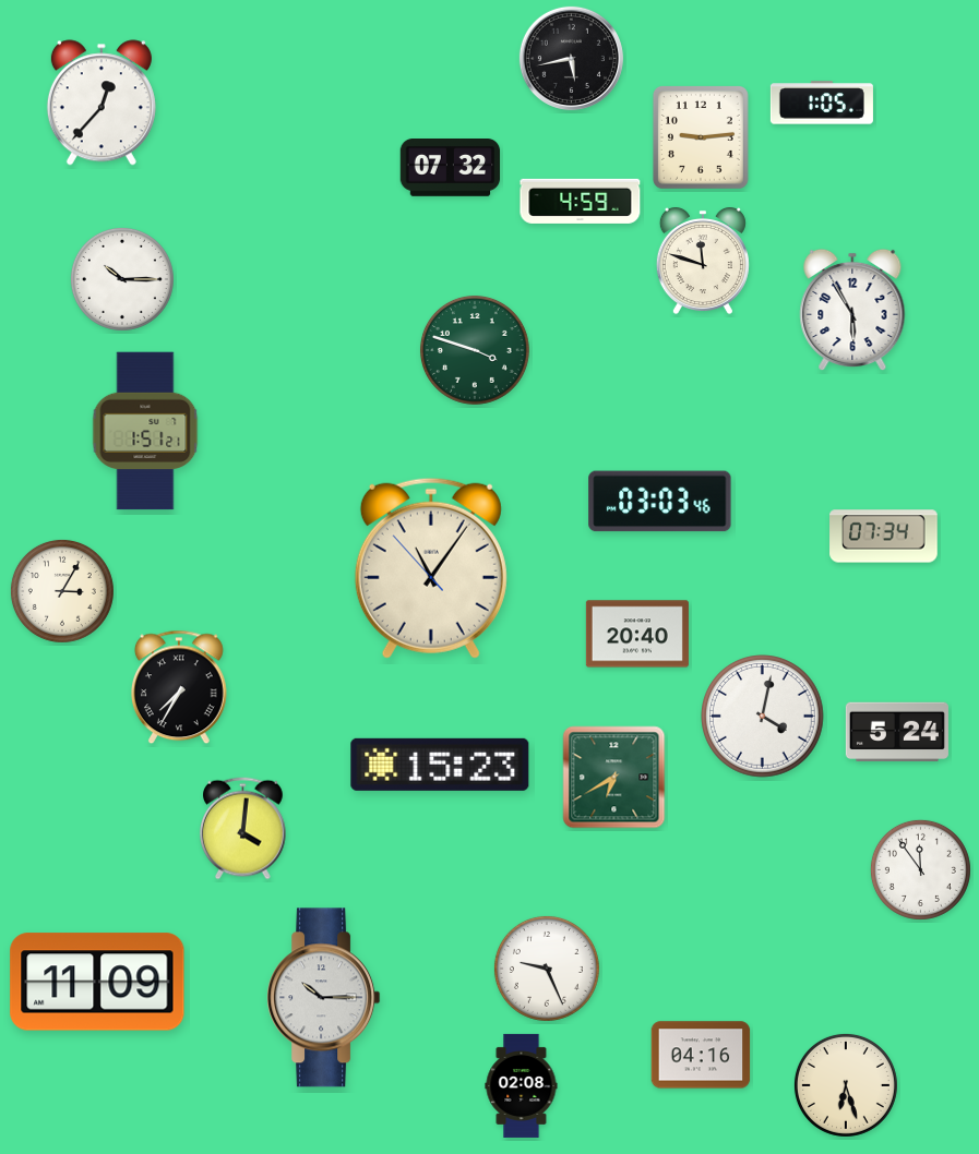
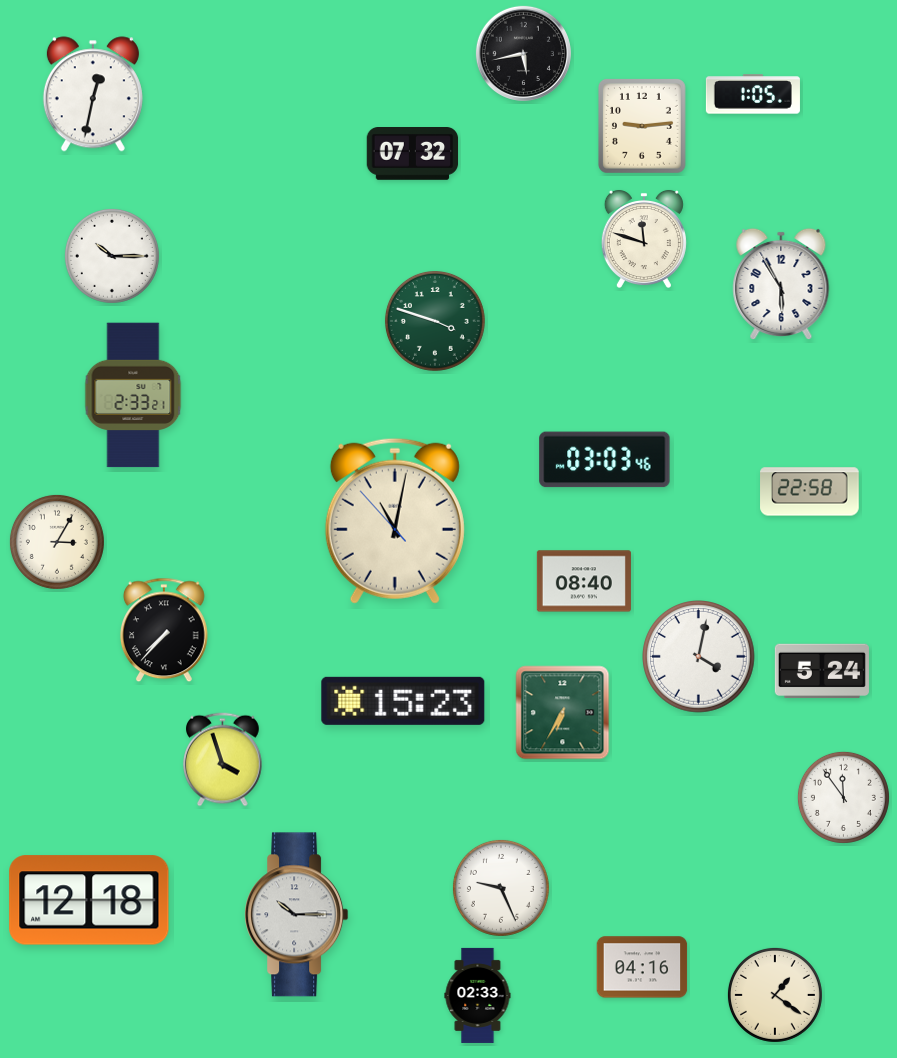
clock at (102, 103): 12:37 -> 12:32
clock at (581, 201): 4:59 -> none
clock at (145, 431): 1:51 -> 2:33
clock at (884, 537): 07:34 -> 22:58
clock at (431, 568): 11:05 -> 11:01
clock at (637, 634): 20:40 -> 08:40
clock at (179, 687): 7:35 -> 7:37
clock at (614, 778): 6:40 -> 6:35
clock at (243, 829): 4:01 -> 3:57
clock at (97, 982): 11:09 -> 12:18
clock at (522, 1085): 02:08 -> 02:33
clock at (846, 1085): 6:27 -> 1:21
